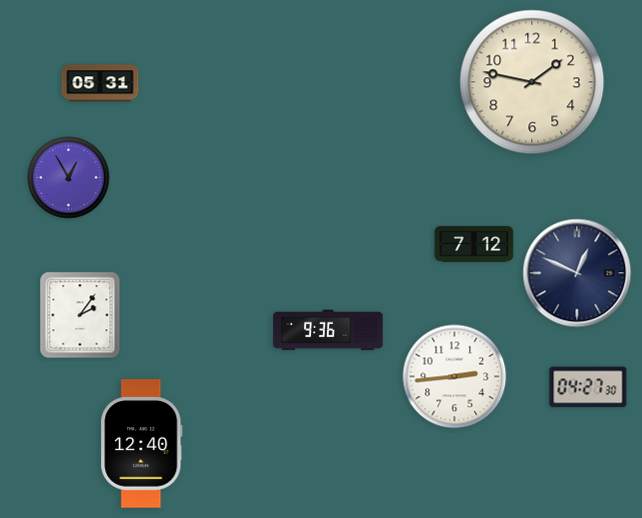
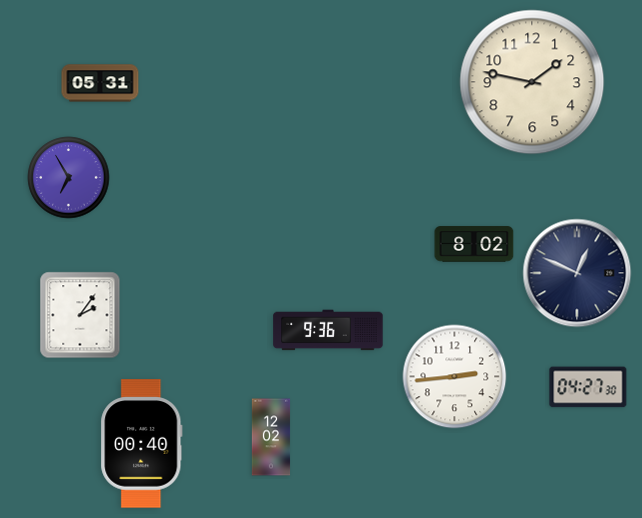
clock at (69, 178): 12:55 -> 6:55
clock at (474, 244): 7:12 -> 8:02
clock at (271, 437): none -> 12:02
clock at (142, 444): 12:40 -> 00:40
